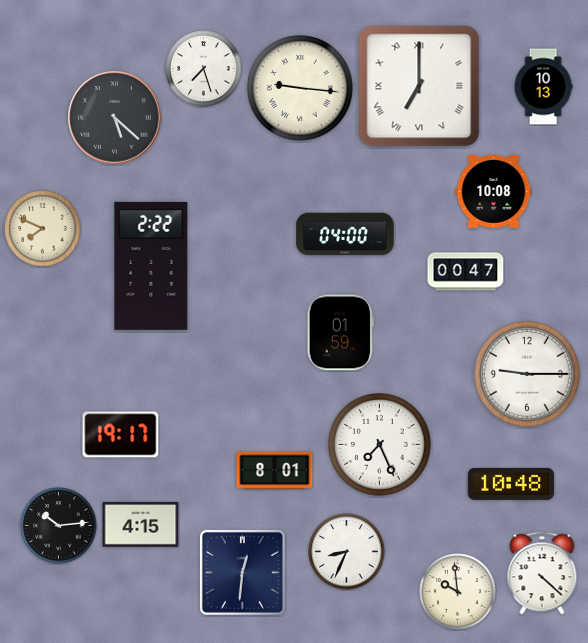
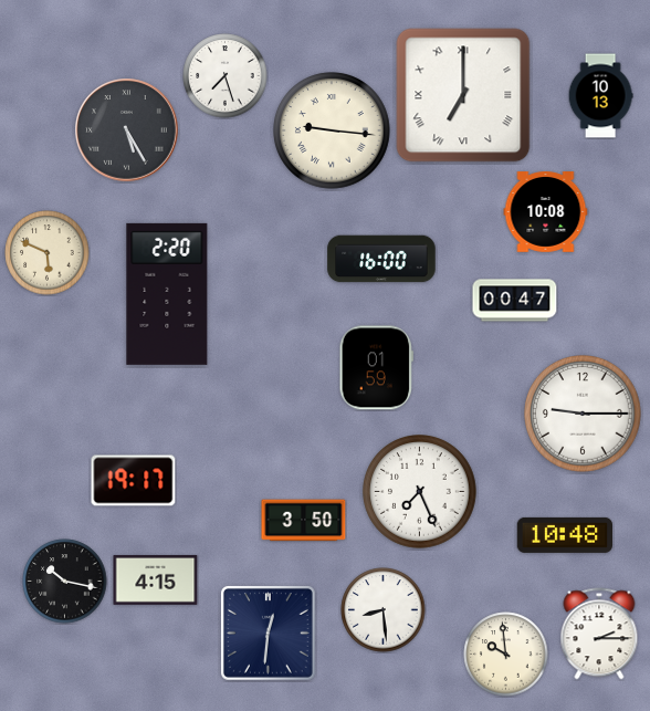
clock at (300, 88) position: (300, 88) -> (332, 130)
clock at (115, 118): 5:22 -> 5:25
clock at (43, 229): 7:49 -> 5:49
clock at (345, 234): 04:00 -> 16:00
clock at (151, 266): 2:22 -> 2:20
clock at (275, 471): 8:01 -> 3:50
clock at (59, 526): 10:14 -> 10:17
clock at (347, 552): 8:34 -> 8:29
clock at (542, 573): 4:22 -> 2:15
